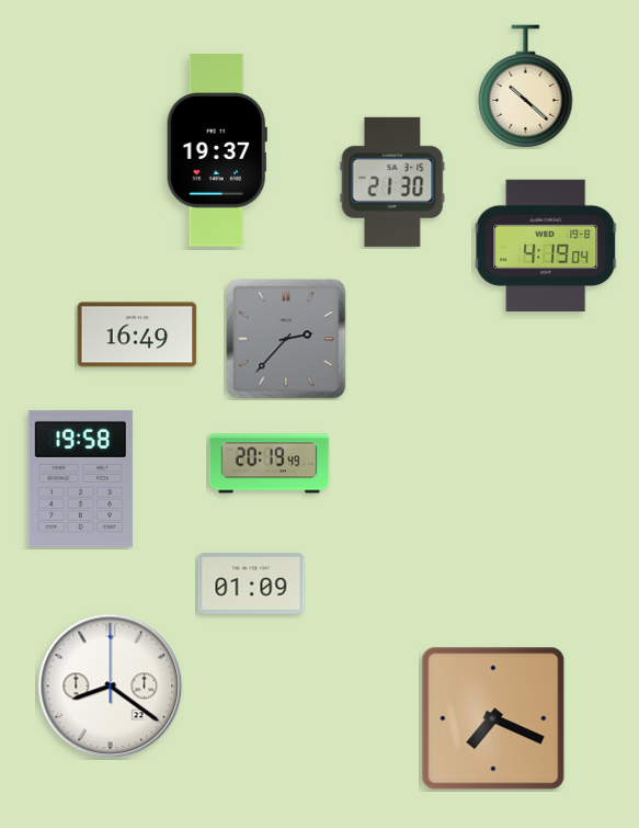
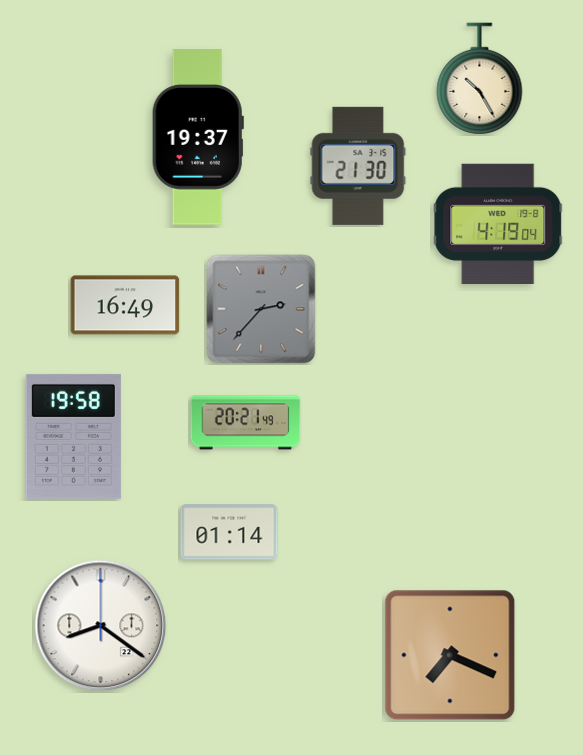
clock at (526, 86): 10:22 -> 10:25
clock at (270, 464): 20:19 -> 20:21
clock at (251, 583): 01:09 -> 01:14
